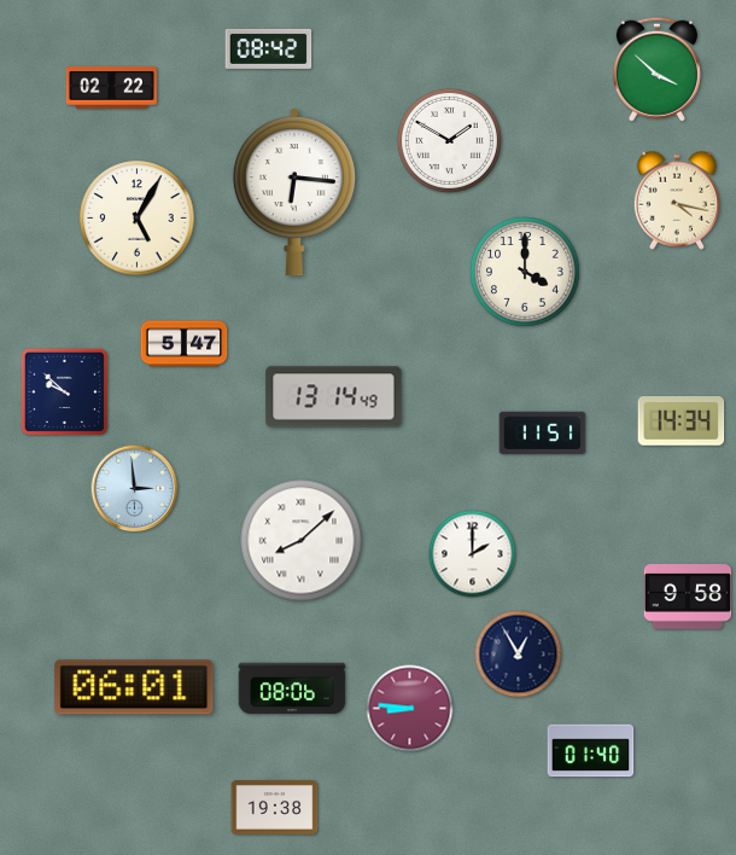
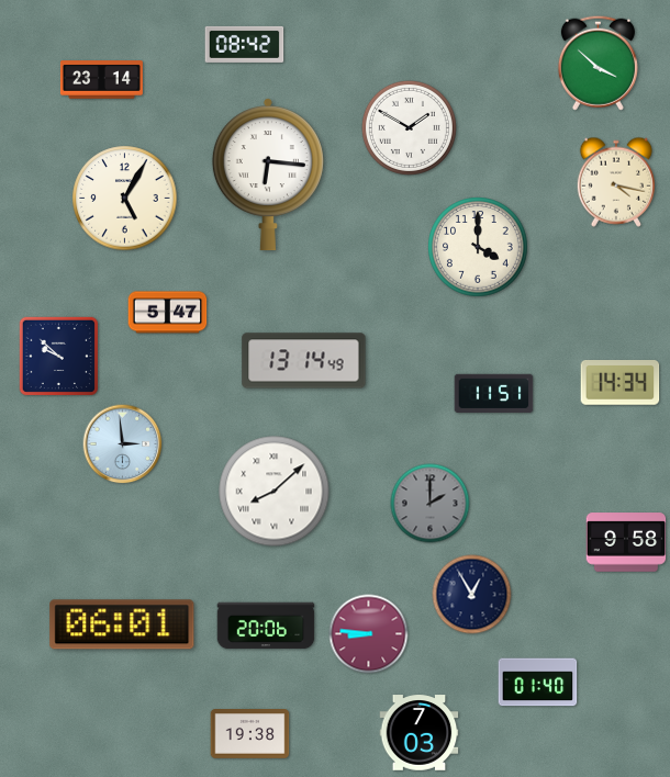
clock at (111, 88): 02:22 -> 23:14
clock at (473, 554) dial: white -> grey
clock at (292, 688): 08:06 -> 20:06
clock at (410, 709) position: (410, 709) -> (369, 634)
clock at (420, 733): none -> 7:03
